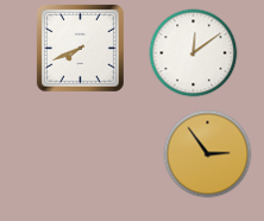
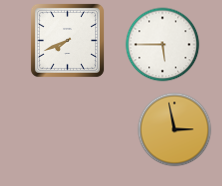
clock at (194, 53): 12:09 -> 5:45
clock at (208, 154): 2:54 -> 2:58
